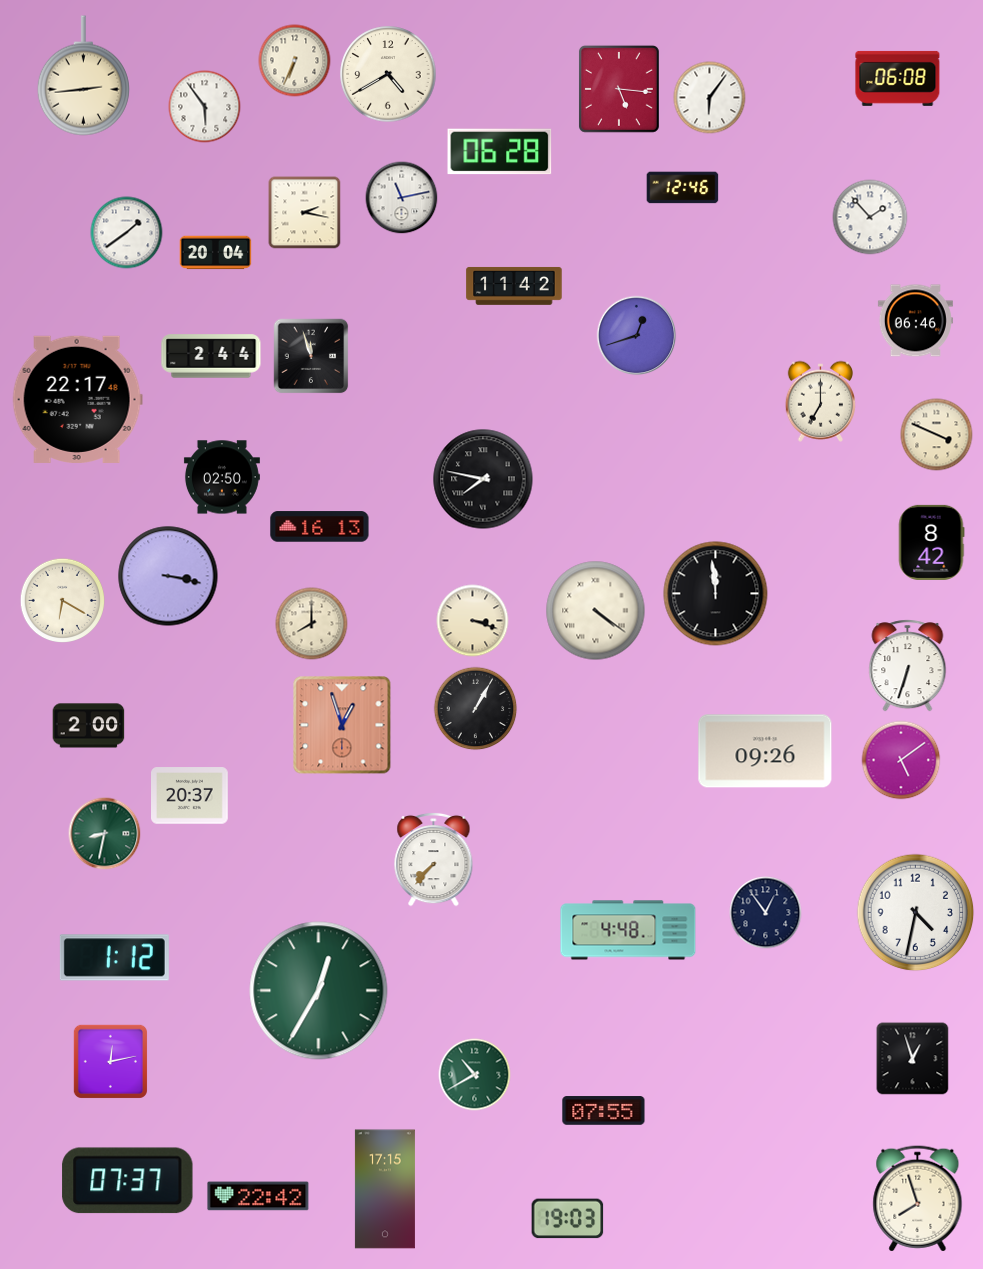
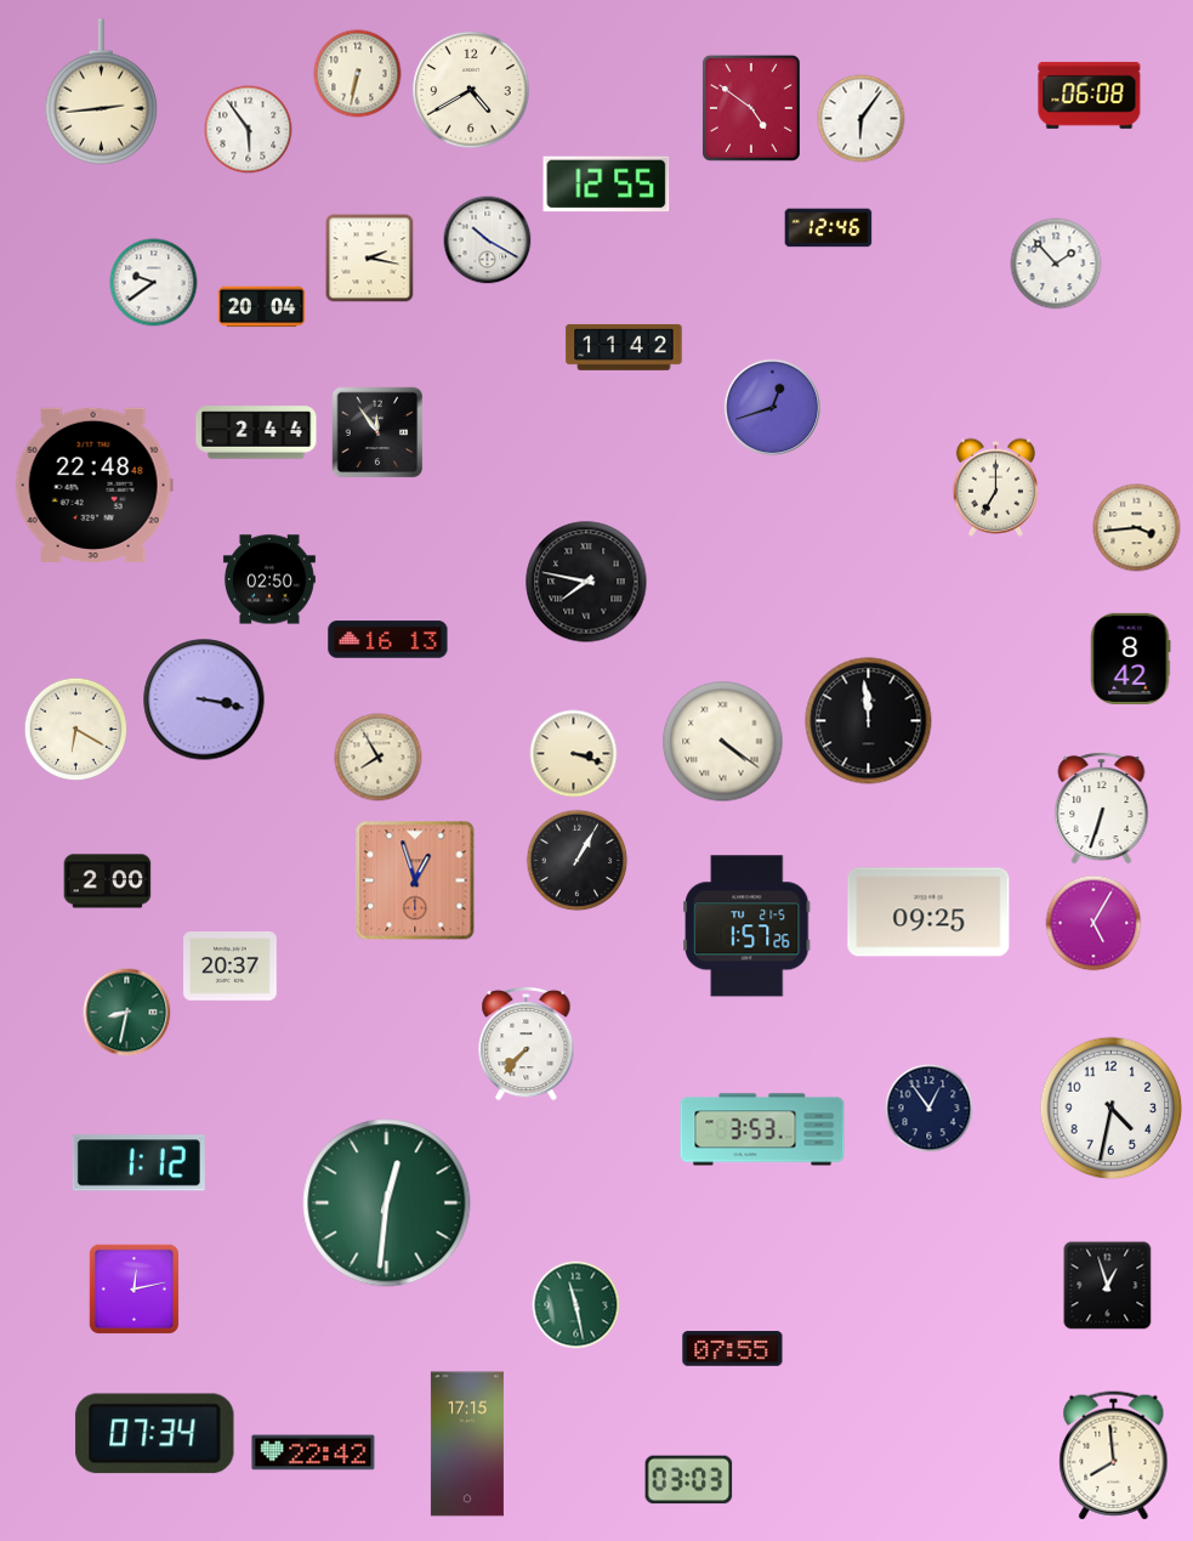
clock at (295, 61): 6:34 -> 6:32
clock at (619, 89): 5:16 -> 4:51
clock at (500, 152): 06:28 -> 12:55
clock at (402, 198): 11:13 -> 10:20
clock at (127, 233): 1:39 -> 9:39
clock at (915, 321): 06:46 -> none
clock at (311, 356): 11:57 -> 11:54
clock at (77, 399): 22:17 -> 22:48
clock at (937, 435): 3:49 -> 3:44
clock at (312, 624): 8:00 -> 7:55
clock at (765, 751): 09:26 -> 09:25
clock at (901, 760): 5:09 -> 5:05
clock at (748, 927): none -> 1:57
clock at (628, 930): 4:48 -> 3:53
clock at (319, 991): 12:35 -> 12:31
clock at (475, 1075): 10:40 -> 11:28
clock at (128, 1181): 07:37 -> 07:34
clock at (918, 1199): 7:57 -> 7:59
clock at (568, 1219): 19:03 -> 03:03
